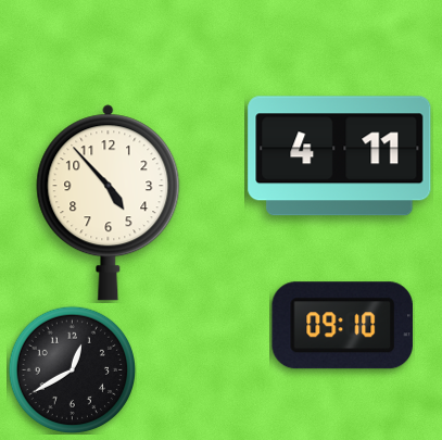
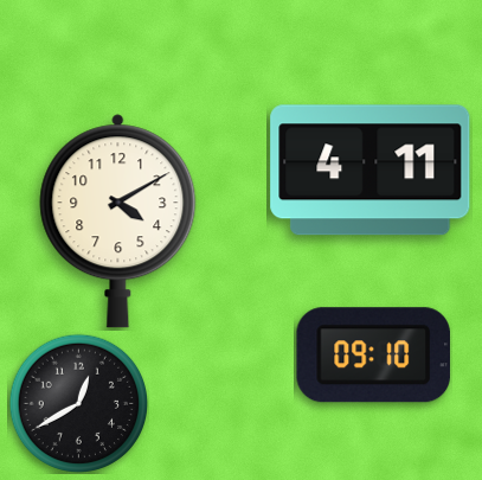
clock at (109, 203): 4:53 -> 4:10
